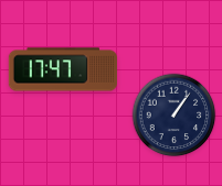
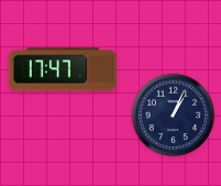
clock at (175, 116): 1:06 -> 1:04
